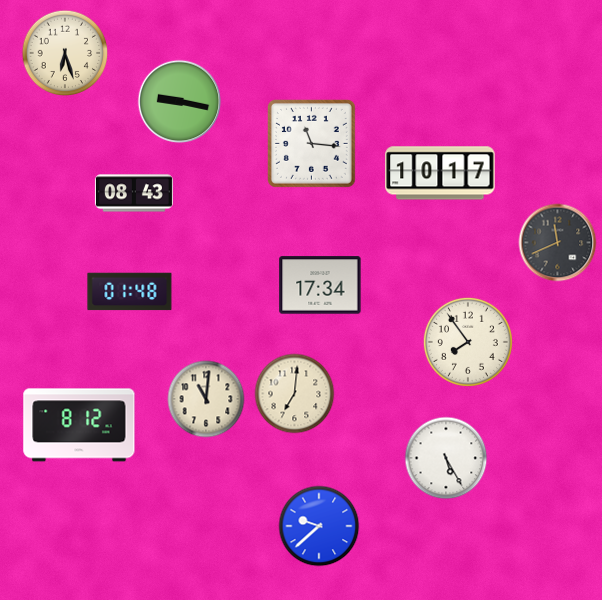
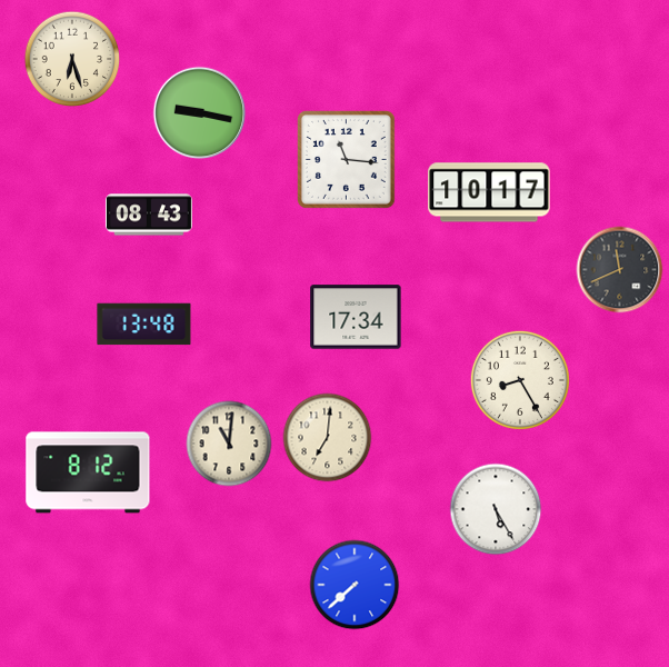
clock at (130, 292): 01:48 -> 13:48
clock at (468, 342): 7:54 -> 8:25
clock at (319, 526): 9:38 -> 7:38
